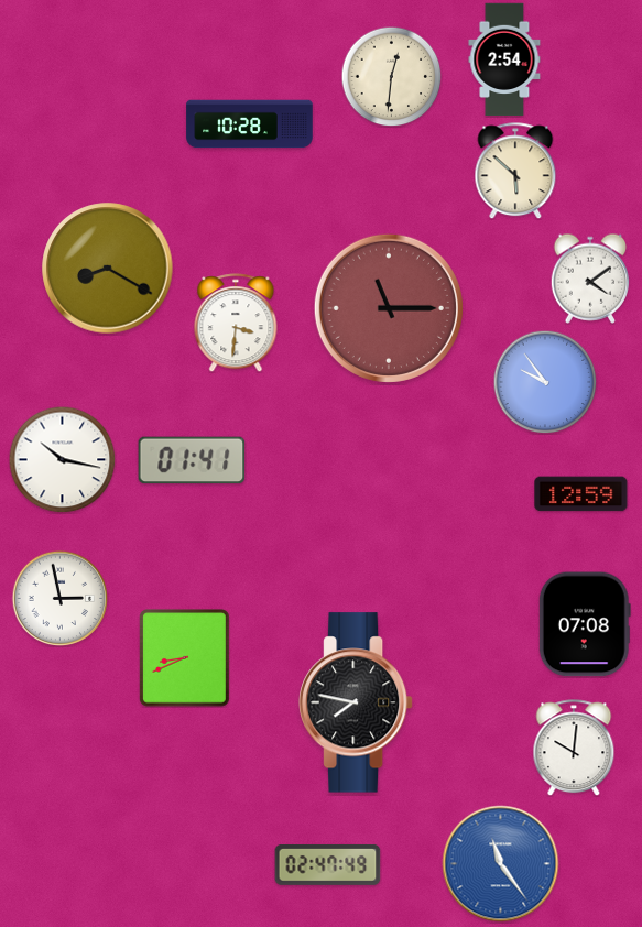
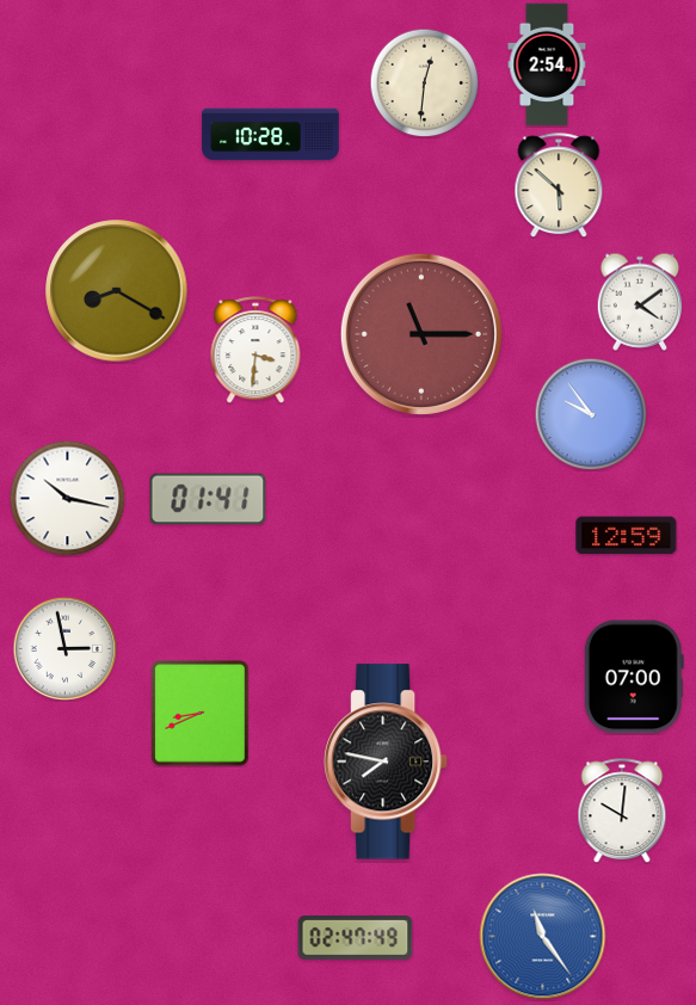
clock at (581, 494) position: (581, 494) -> (627, 536)
clock at (585, 624): 07:08 -> 07:00
